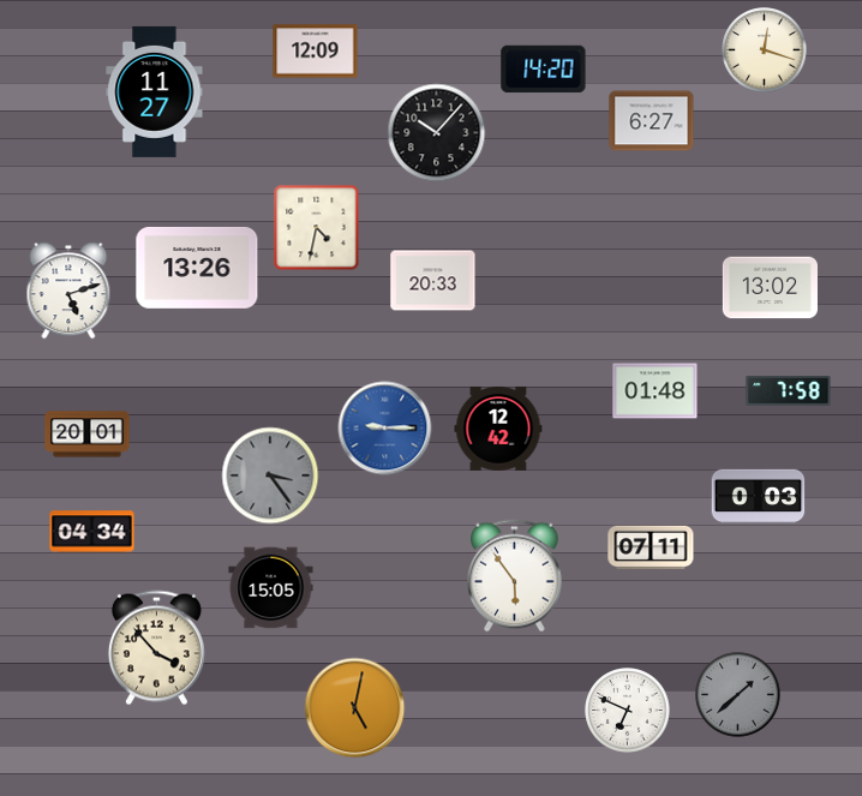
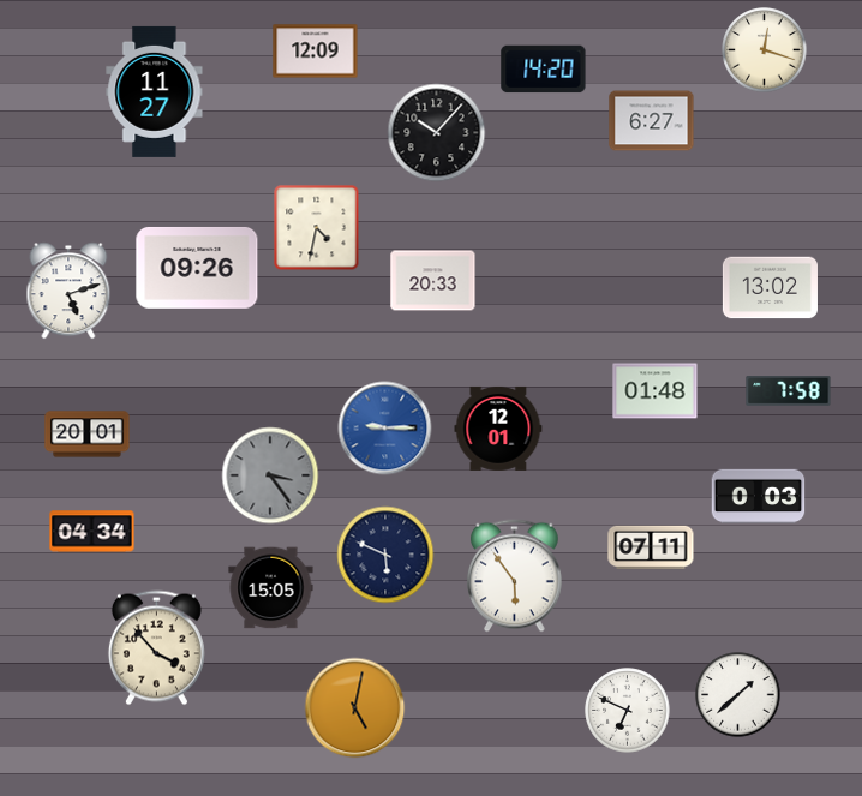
clock at (197, 268): 13:26 -> 09:26
clock at (498, 429): 12:42 -> 12:01
clock at (385, 555): none -> 5:49
clock at (738, 695) dial: grey -> white
